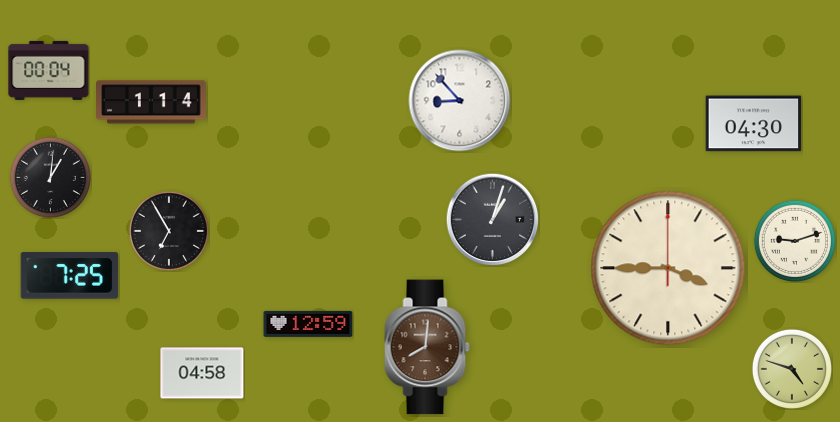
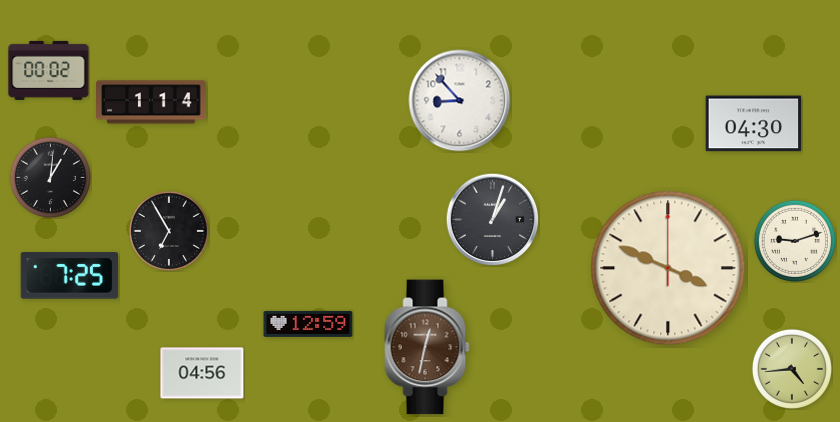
clock at (49, 70): 00:04 -> 00:02
clock at (668, 268): 3:45 -> 3:49
clock at (427, 347): 8:01 -> 12:32
clock at (792, 369): 4:48 -> 4:44
clock at (202, 373): 04:58 -> 04:56
